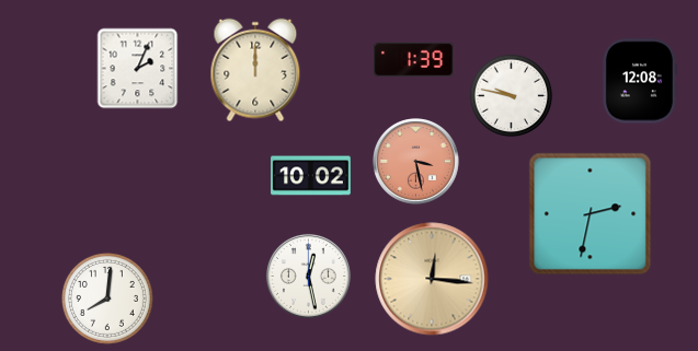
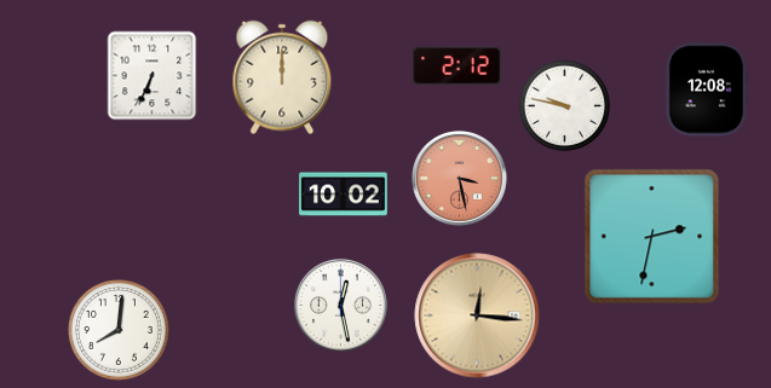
clock at (414, 59): 1:39 -> 2:12
clock at (138, 69): 2:04 -> 6:34
clock at (432, 279) position: (432, 279) -> (477, 315)
